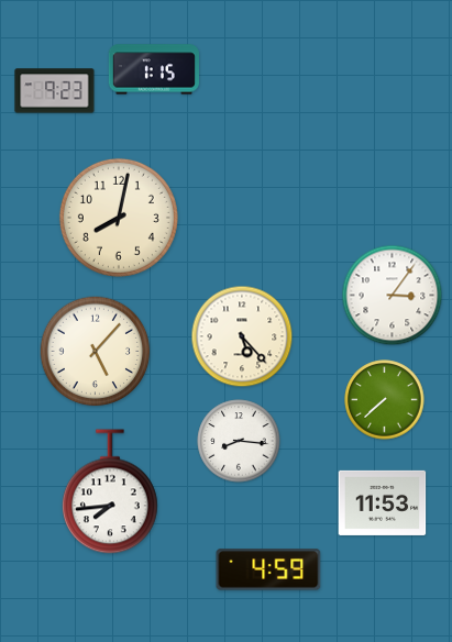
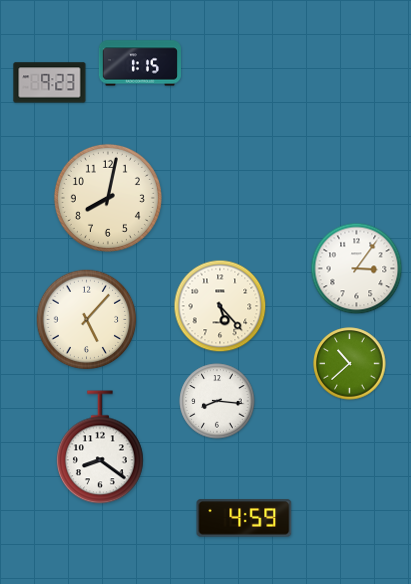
clock at (385, 400): 7:38 -> 10:38
clock at (110, 491): 7:44 -> 8:21
clock at (383, 502): 11:53 -> none
